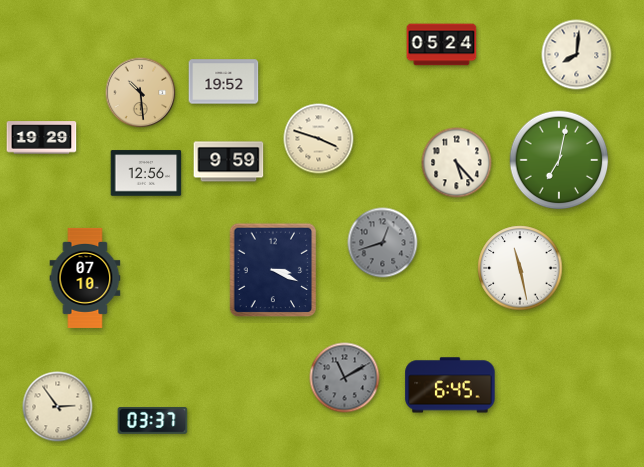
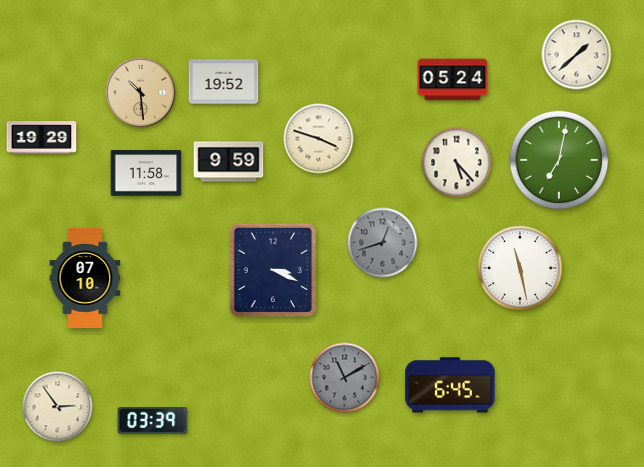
clock at (442, 45) position: (442, 45) -> (453, 80)
clock at (577, 55): 8:01 -> 1:38
clock at (146, 173): 12:56 -> 11:58
clock at (153, 421): 03:37 -> 03:39
